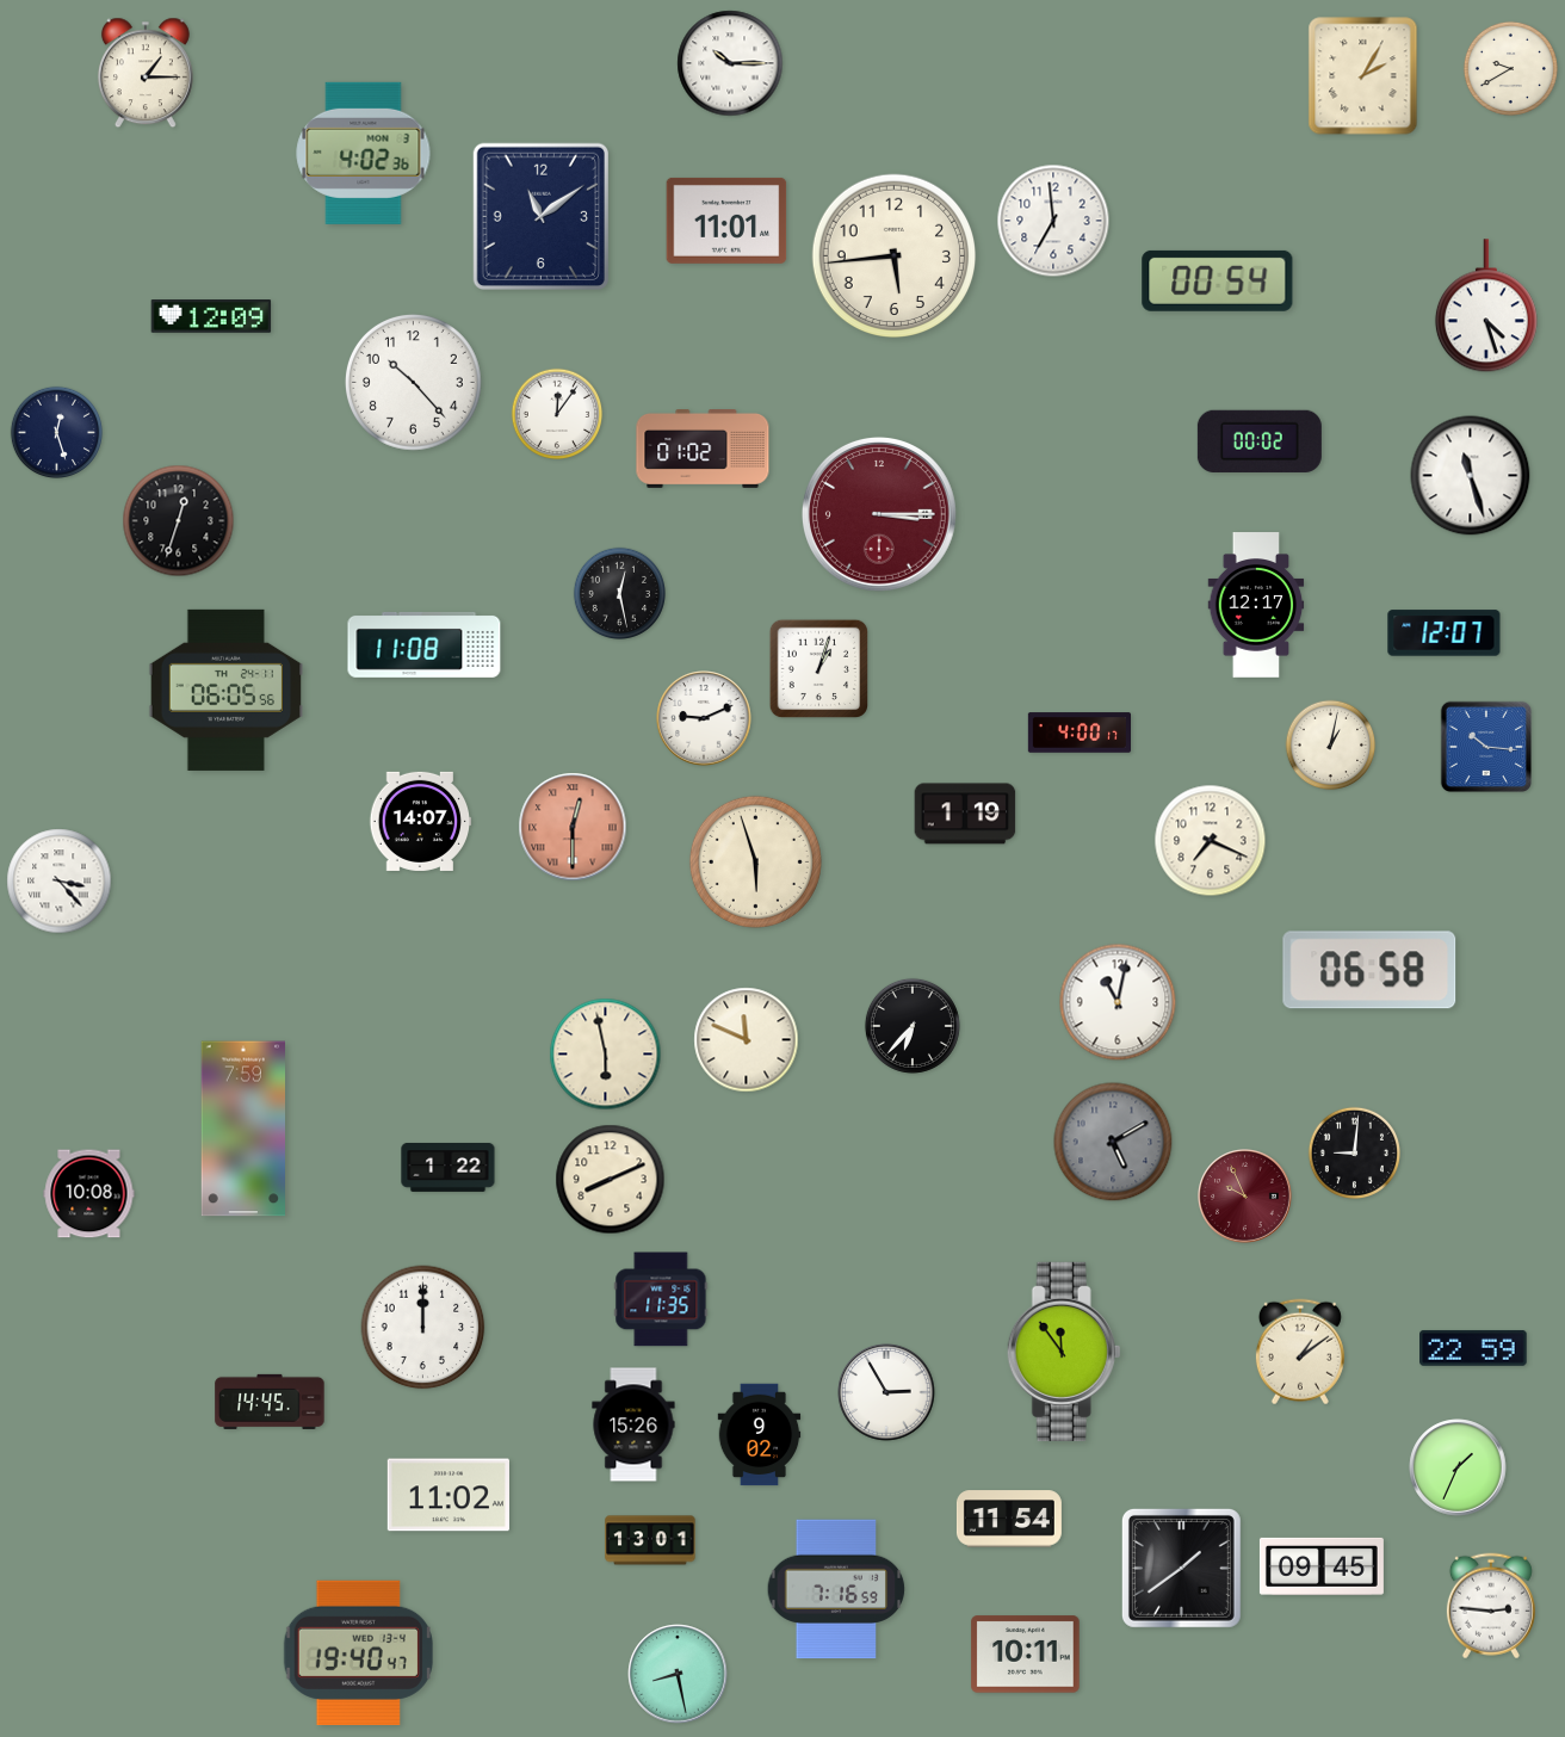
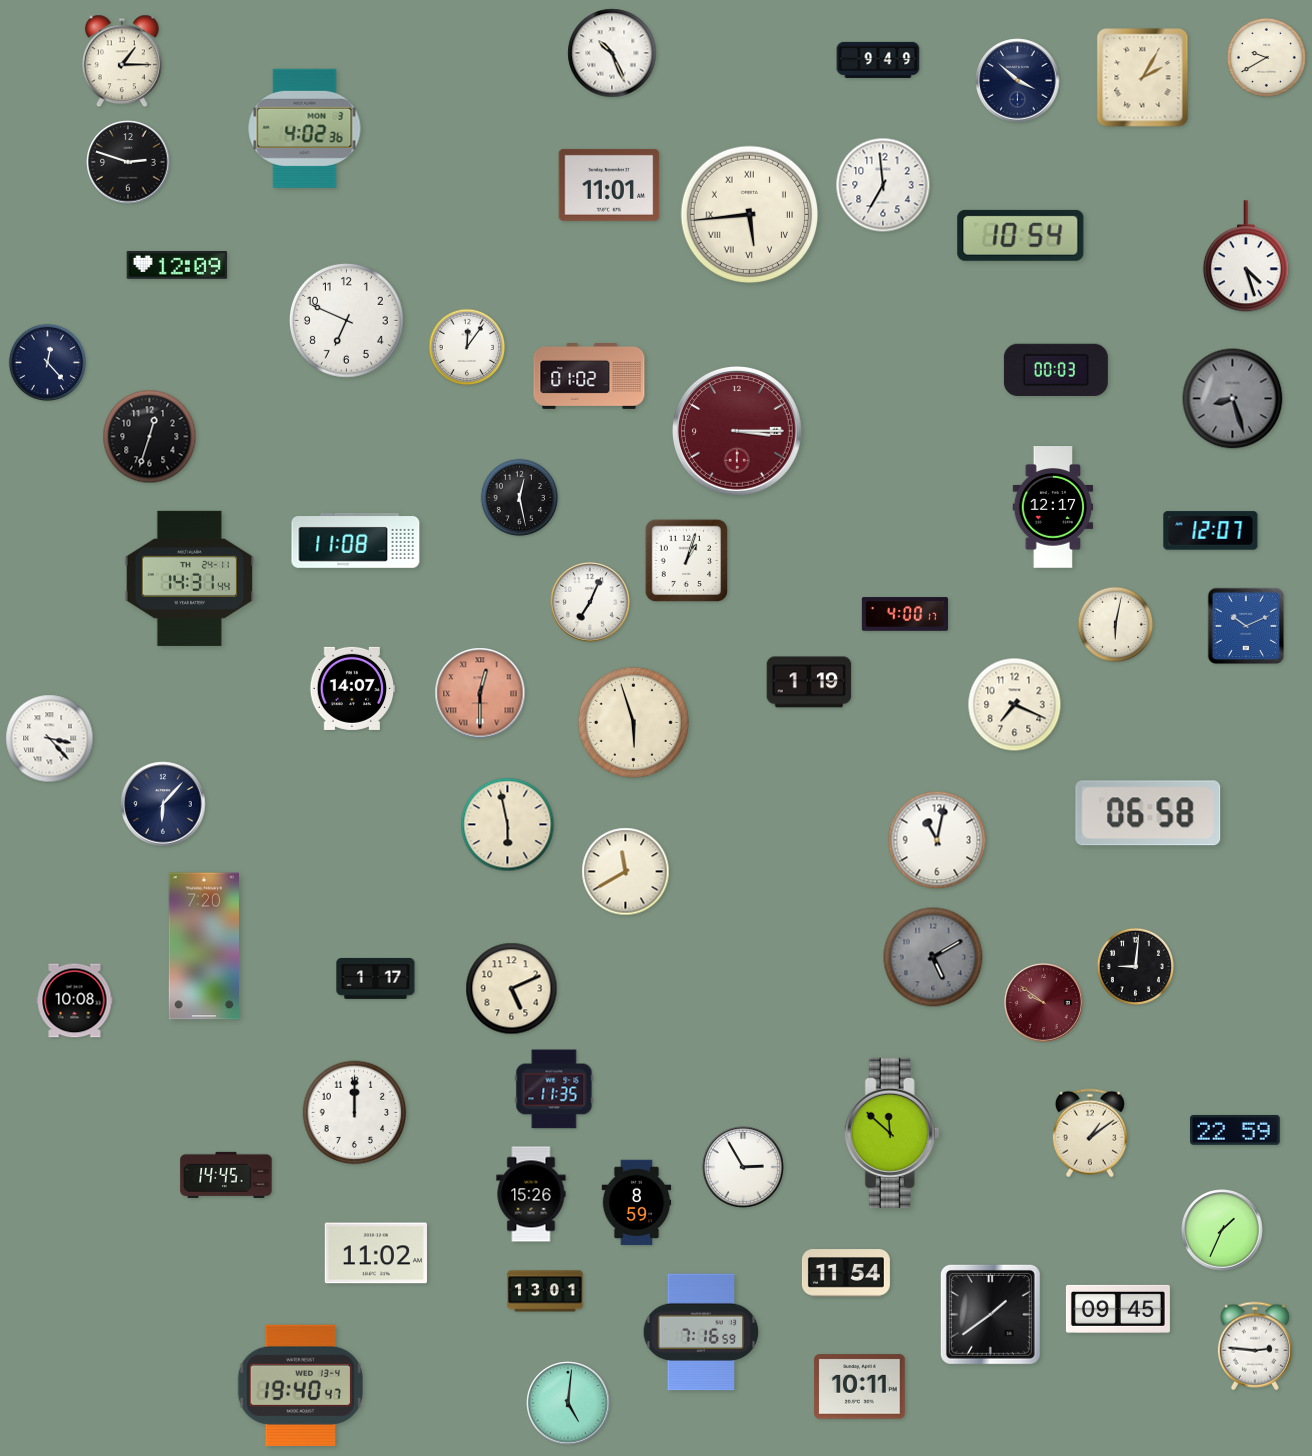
clock at (730, 63): 10:15 -> 10:26
clock at (878, 60): none -> 9:49
clock at (1363, 76) position: (1363, 76) -> (1143, 78)
clock at (1018, 81): none -> 3:52
clock at (128, 162): none -> 2:48
clock at (540, 216): 11:09 -> none
clock at (895, 256) numerals: Arabic -> Roman
clock at (1218, 280): 00:54 -> 10:54
clock at (413, 382): 10:23 -> 6:49
clock at (56, 432): 12:27 -> 12:23
clock at (1260, 440): 00:02 -> 00:03
clock at (1471, 476): 11:27 -> 8:27
clock at (1471, 476) dial: white -> grey
clock at (225, 690): 06:05 -> 14:31
clock at (704, 718): 9:11 -> 7:04
clock at (1331, 746): 1:02 -> 6:02
clock at (1485, 746): 10:16 -> 10:11
clock at (163, 804): none -> 6:07
clock at (913, 1026): 6:37 -> none
clock at (747, 1040): 11:49 -> 11:40
clock at (606, 1055) position: (606, 1055) -> (508, 825)
clock at (242, 1129): 7:59 -> 7:20
clock at (449, 1167): 1:22 -> 1:17
clock at (611, 1180): 8:11 -> 5:11
clock at (1245, 1197): 9:56 -> 9:51
clock at (1064, 1352): 11:54 -> 11:52
clock at (760, 1435): 9:02 -> 8:59
clock at (1322, 1566) position: (1322, 1566) -> (1118, 1309)
clock at (1491, 1606) position: (1491, 1606) -> (1255, 1346)
clock at (678, 1674): 8:28 -> 5:01
